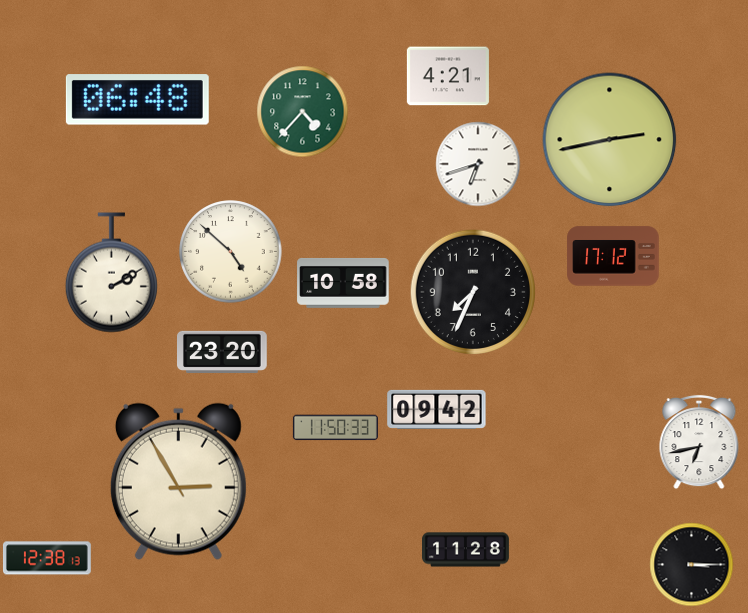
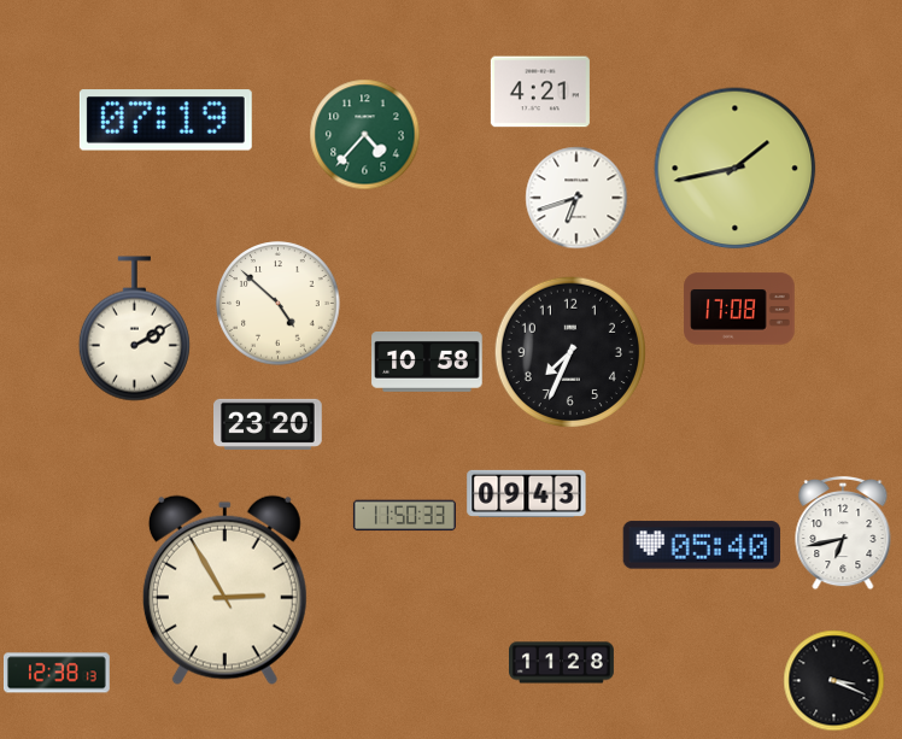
clock at (137, 100): 06:48 -> 07:19
clock at (610, 140): 2:43 -> 1:43
clock at (613, 256): 17:12 -> 17:08
clock at (343, 283) position: (343, 283) -> (427, 362)
clock at (437, 409): 09:42 -> 09:43
clock at (701, 545): none -> 05:40
clock at (178, 481) position: (178, 481) -> (224, 590)
clock at (691, 564): 3:15 -> 3:19
